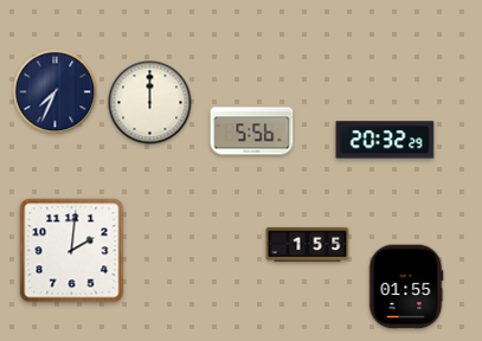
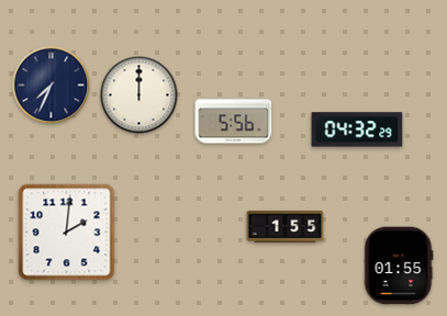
clock at (385, 140): 20:32 -> 04:32
clock at (406, 287) position: (406, 287) -> (399, 266)
